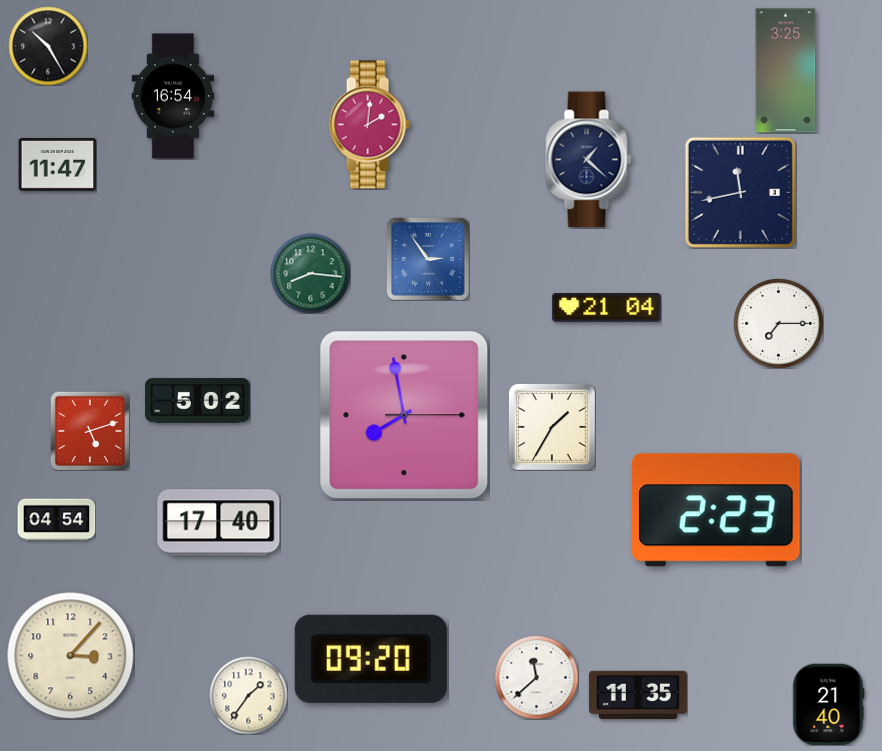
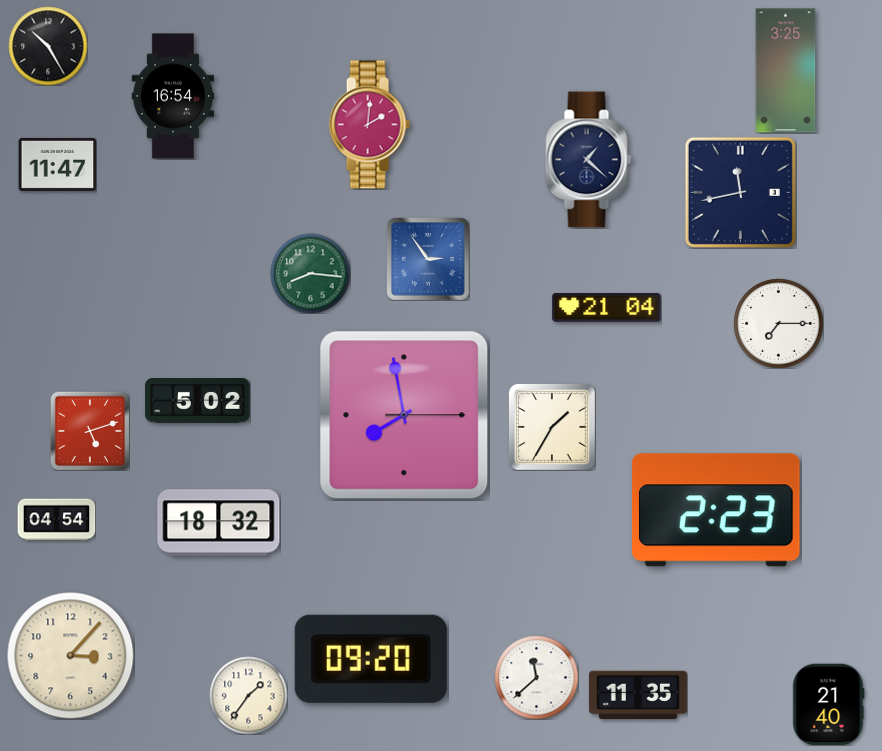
clock at (219, 523): 17:40 -> 18:32
